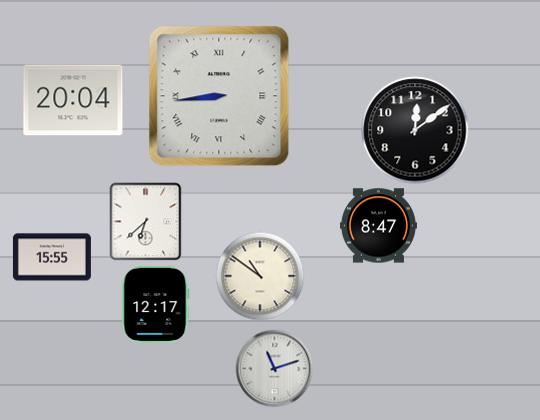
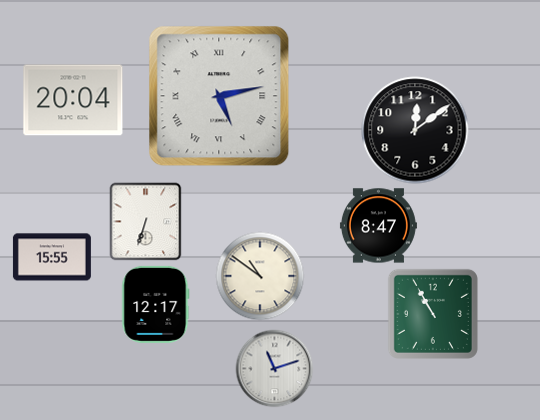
clock at (219, 96): 8:44 -> 5:13
clock at (146, 221): 6:38 -> 6:33
clock at (433, 314): none -> 10:55
